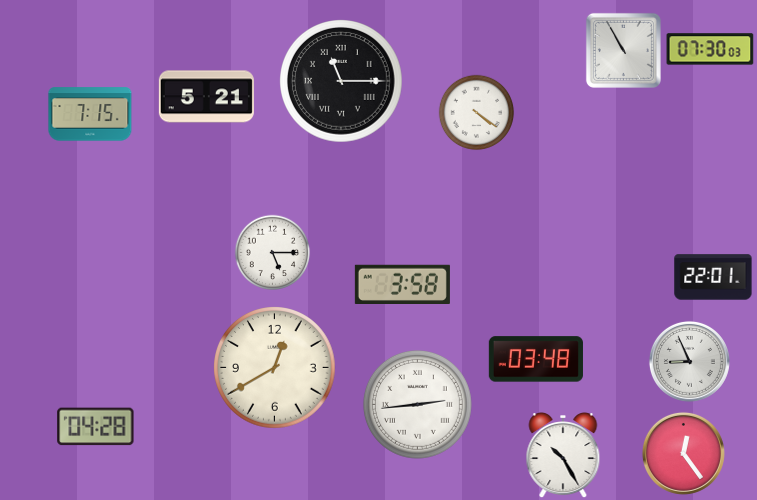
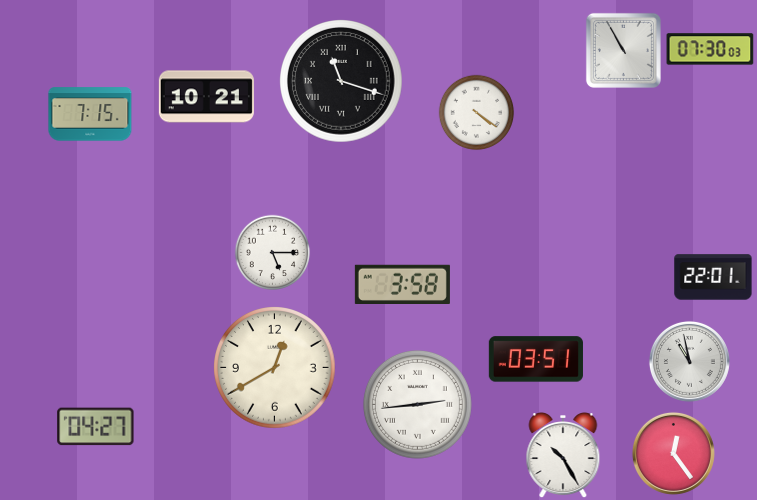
clock at (341, 81): 11:15 -> 11:18
clock at (206, 97): 5:21 -> 10:21
clock at (536, 359): 03:48 -> 03:51
clock at (689, 361): 8:56 -> 10:58
clock at (96, 427): 04:28 -> 04:27
clock at (683, 453) position: (683, 453) -> (673, 453)
